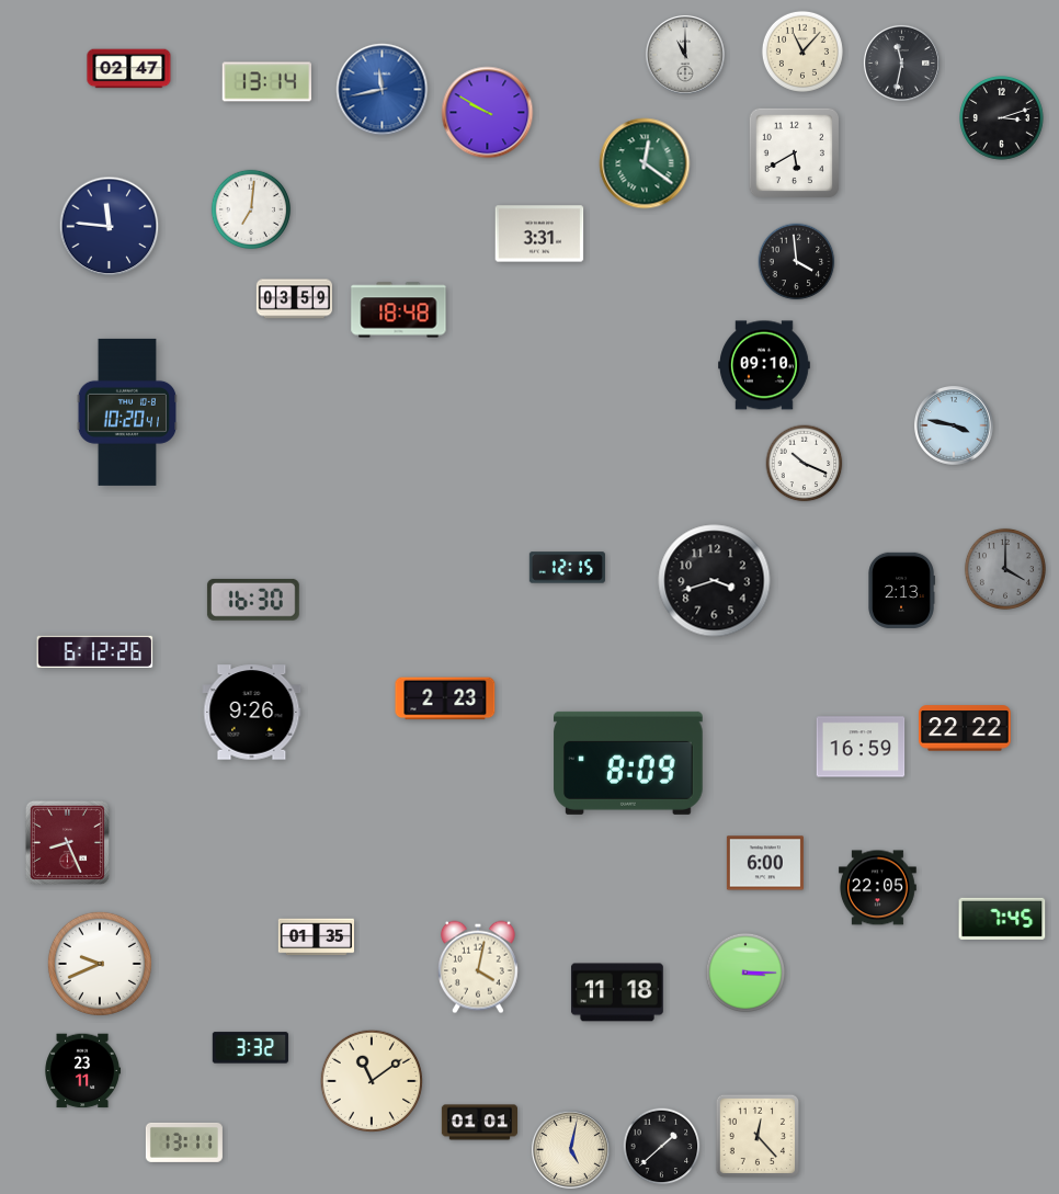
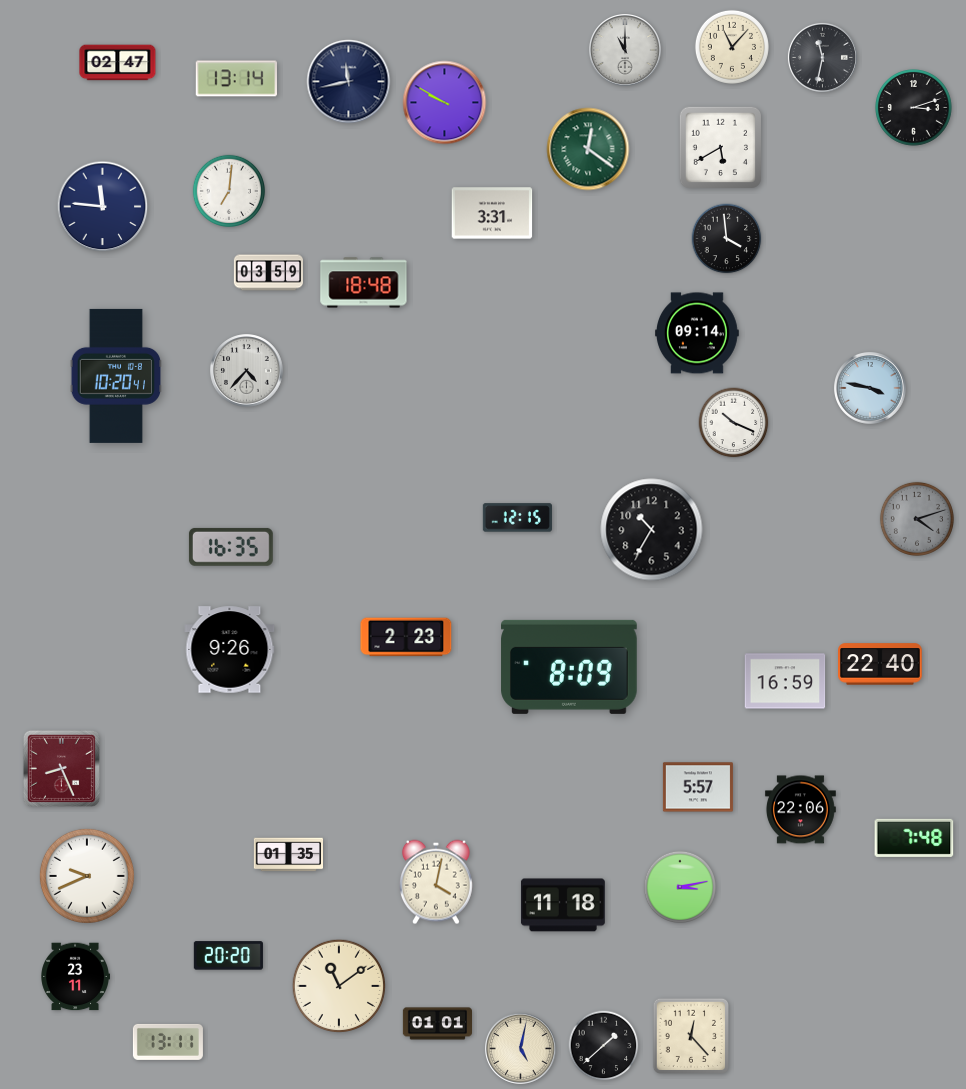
clock at (266, 82) position: (266, 82) -> (236, 79)
clock at (383, 90) dial: blue -> navy
clock at (794, 152) position: (794, 152) -> (720, 147)
clock at (110, 227) position: (110, 227) -> (103, 207)
clock at (765, 365): 09:10 -> 09:14
clock at (247, 371): none -> 4:37
clock at (1005, 569): 4:00 -> 4:12
clock at (715, 581): 3:42 -> 10:35
clock at (901, 590): 2:13 -> none
clock at (253, 600): 16:30 -> 16:35
clock at (95, 651): 6:12 -> none
clock at (966, 728): 22:22 -> 22:40
clock at (628, 763) position: (628, 763) -> (569, 667)
clock at (765, 863): 6:00 -> 5:57
clock at (877, 888): 22:05 -> 22:06
clock at (1002, 919): 7:45 -> 7:48
clock at (100, 964) position: (100, 964) -> (87, 876)
clock at (745, 973): 3:15 -> 3:13
clock at (250, 1048): 3:32 -> 20:20
